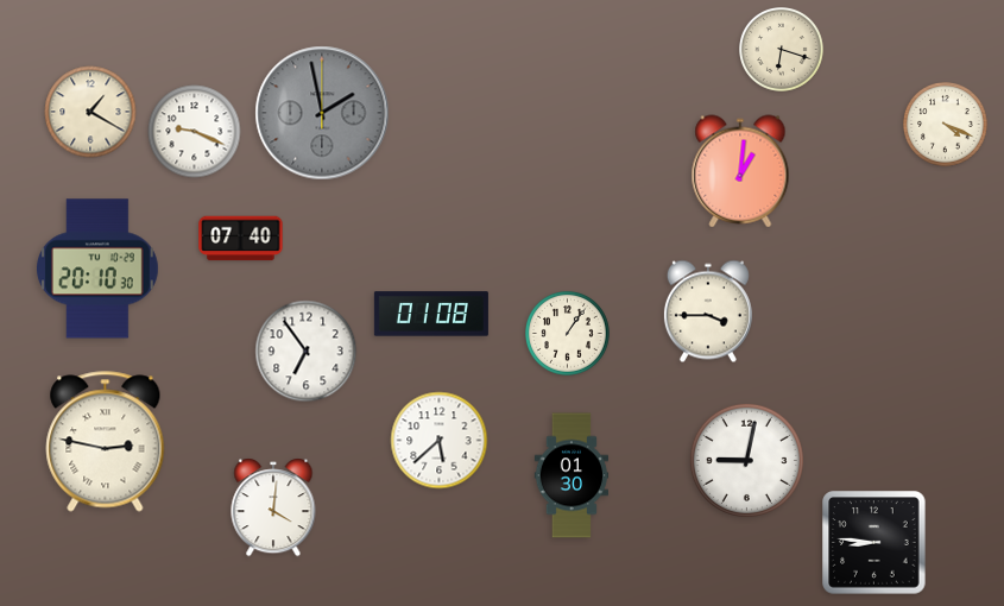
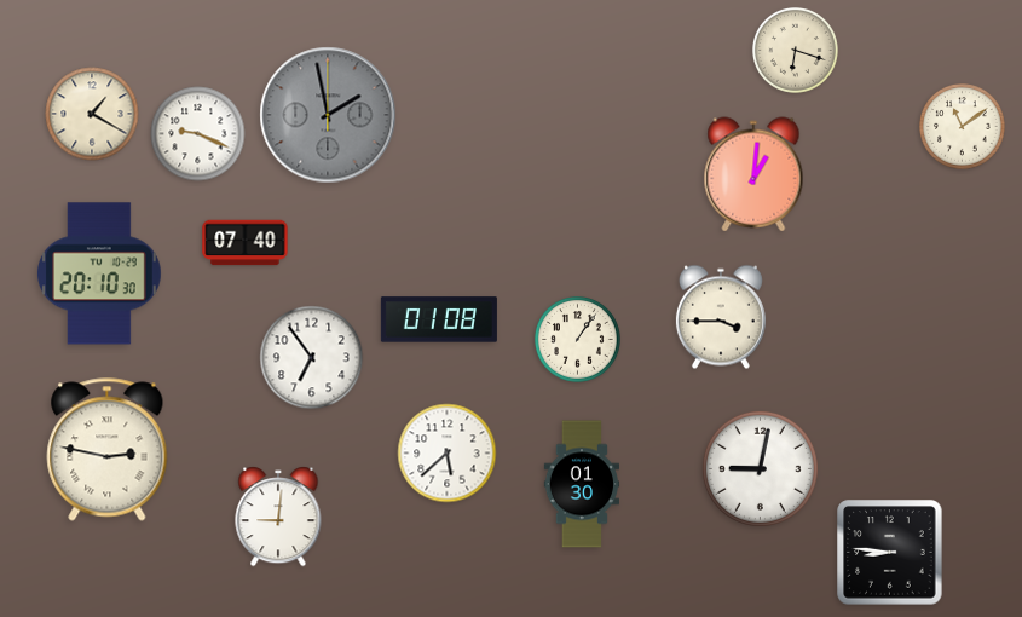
clock at (946, 125): 4:19 -> 11:09
clock at (440, 441) position: (440, 441) -> (448, 454)
clock at (273, 507): 4:01 -> 9:01
